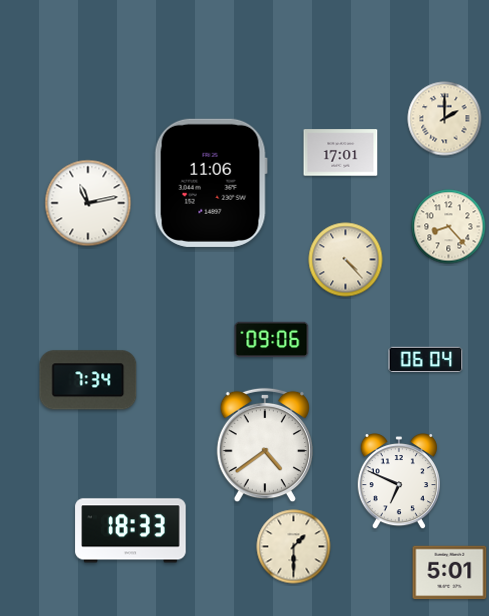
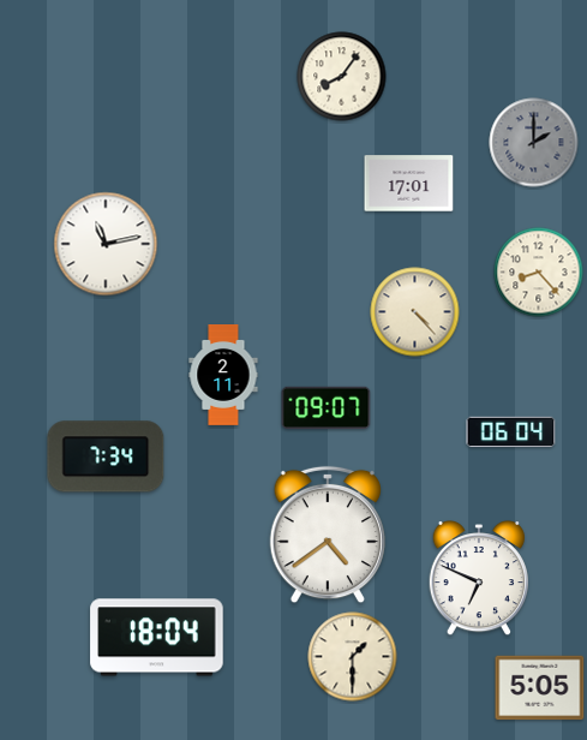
clock at (342, 77): none -> 8:06
clock at (445, 119) dial: cream -> grey
clock at (211, 183): 11:06 -> none
clock at (223, 376): none -> 2:11
clock at (272, 339): 09:06 -> 09:07
clock at (264, 445) position: (264, 445) -> (327, 535)
clock at (131, 531): 18:33 -> 18:04
clock at (450, 573): 5:01 -> 5:05
